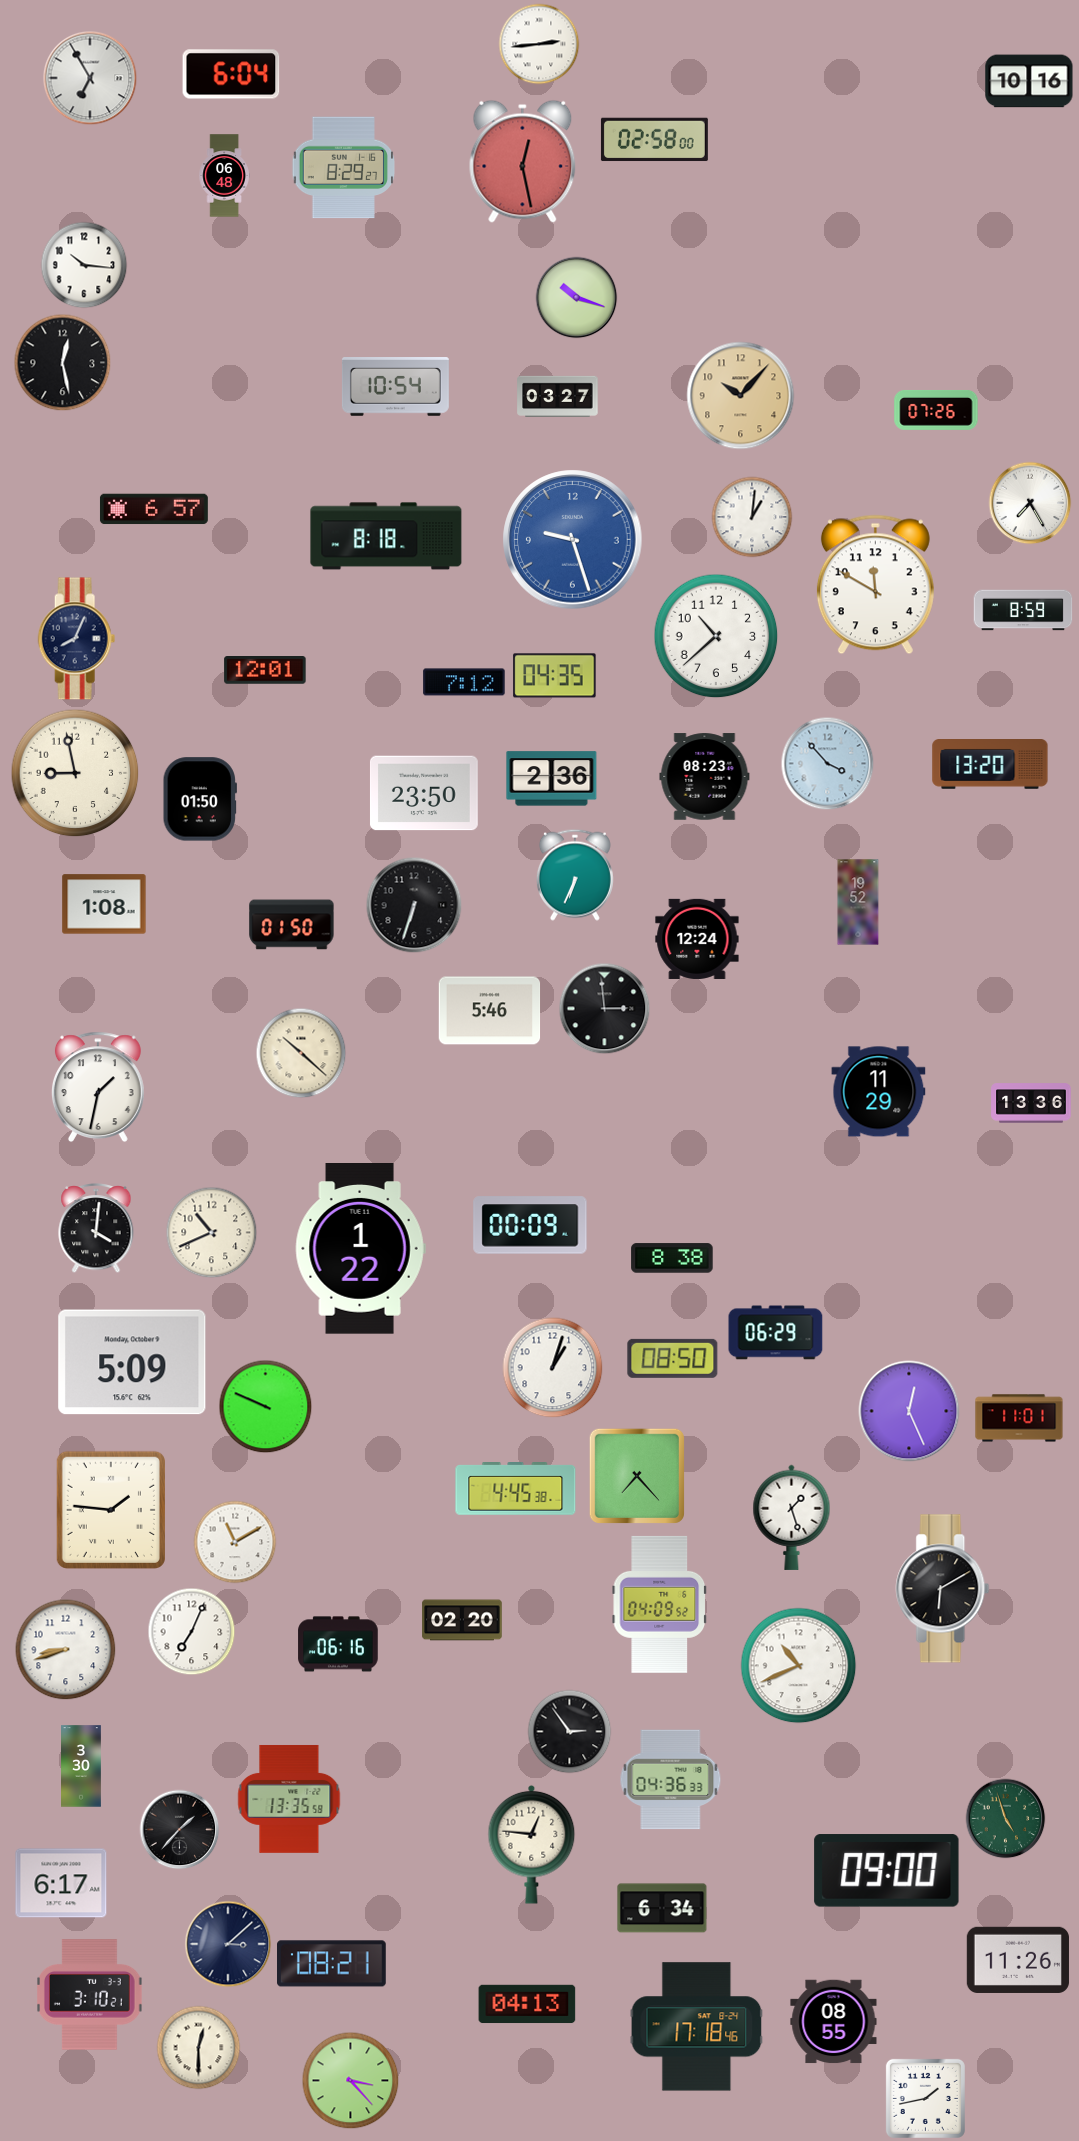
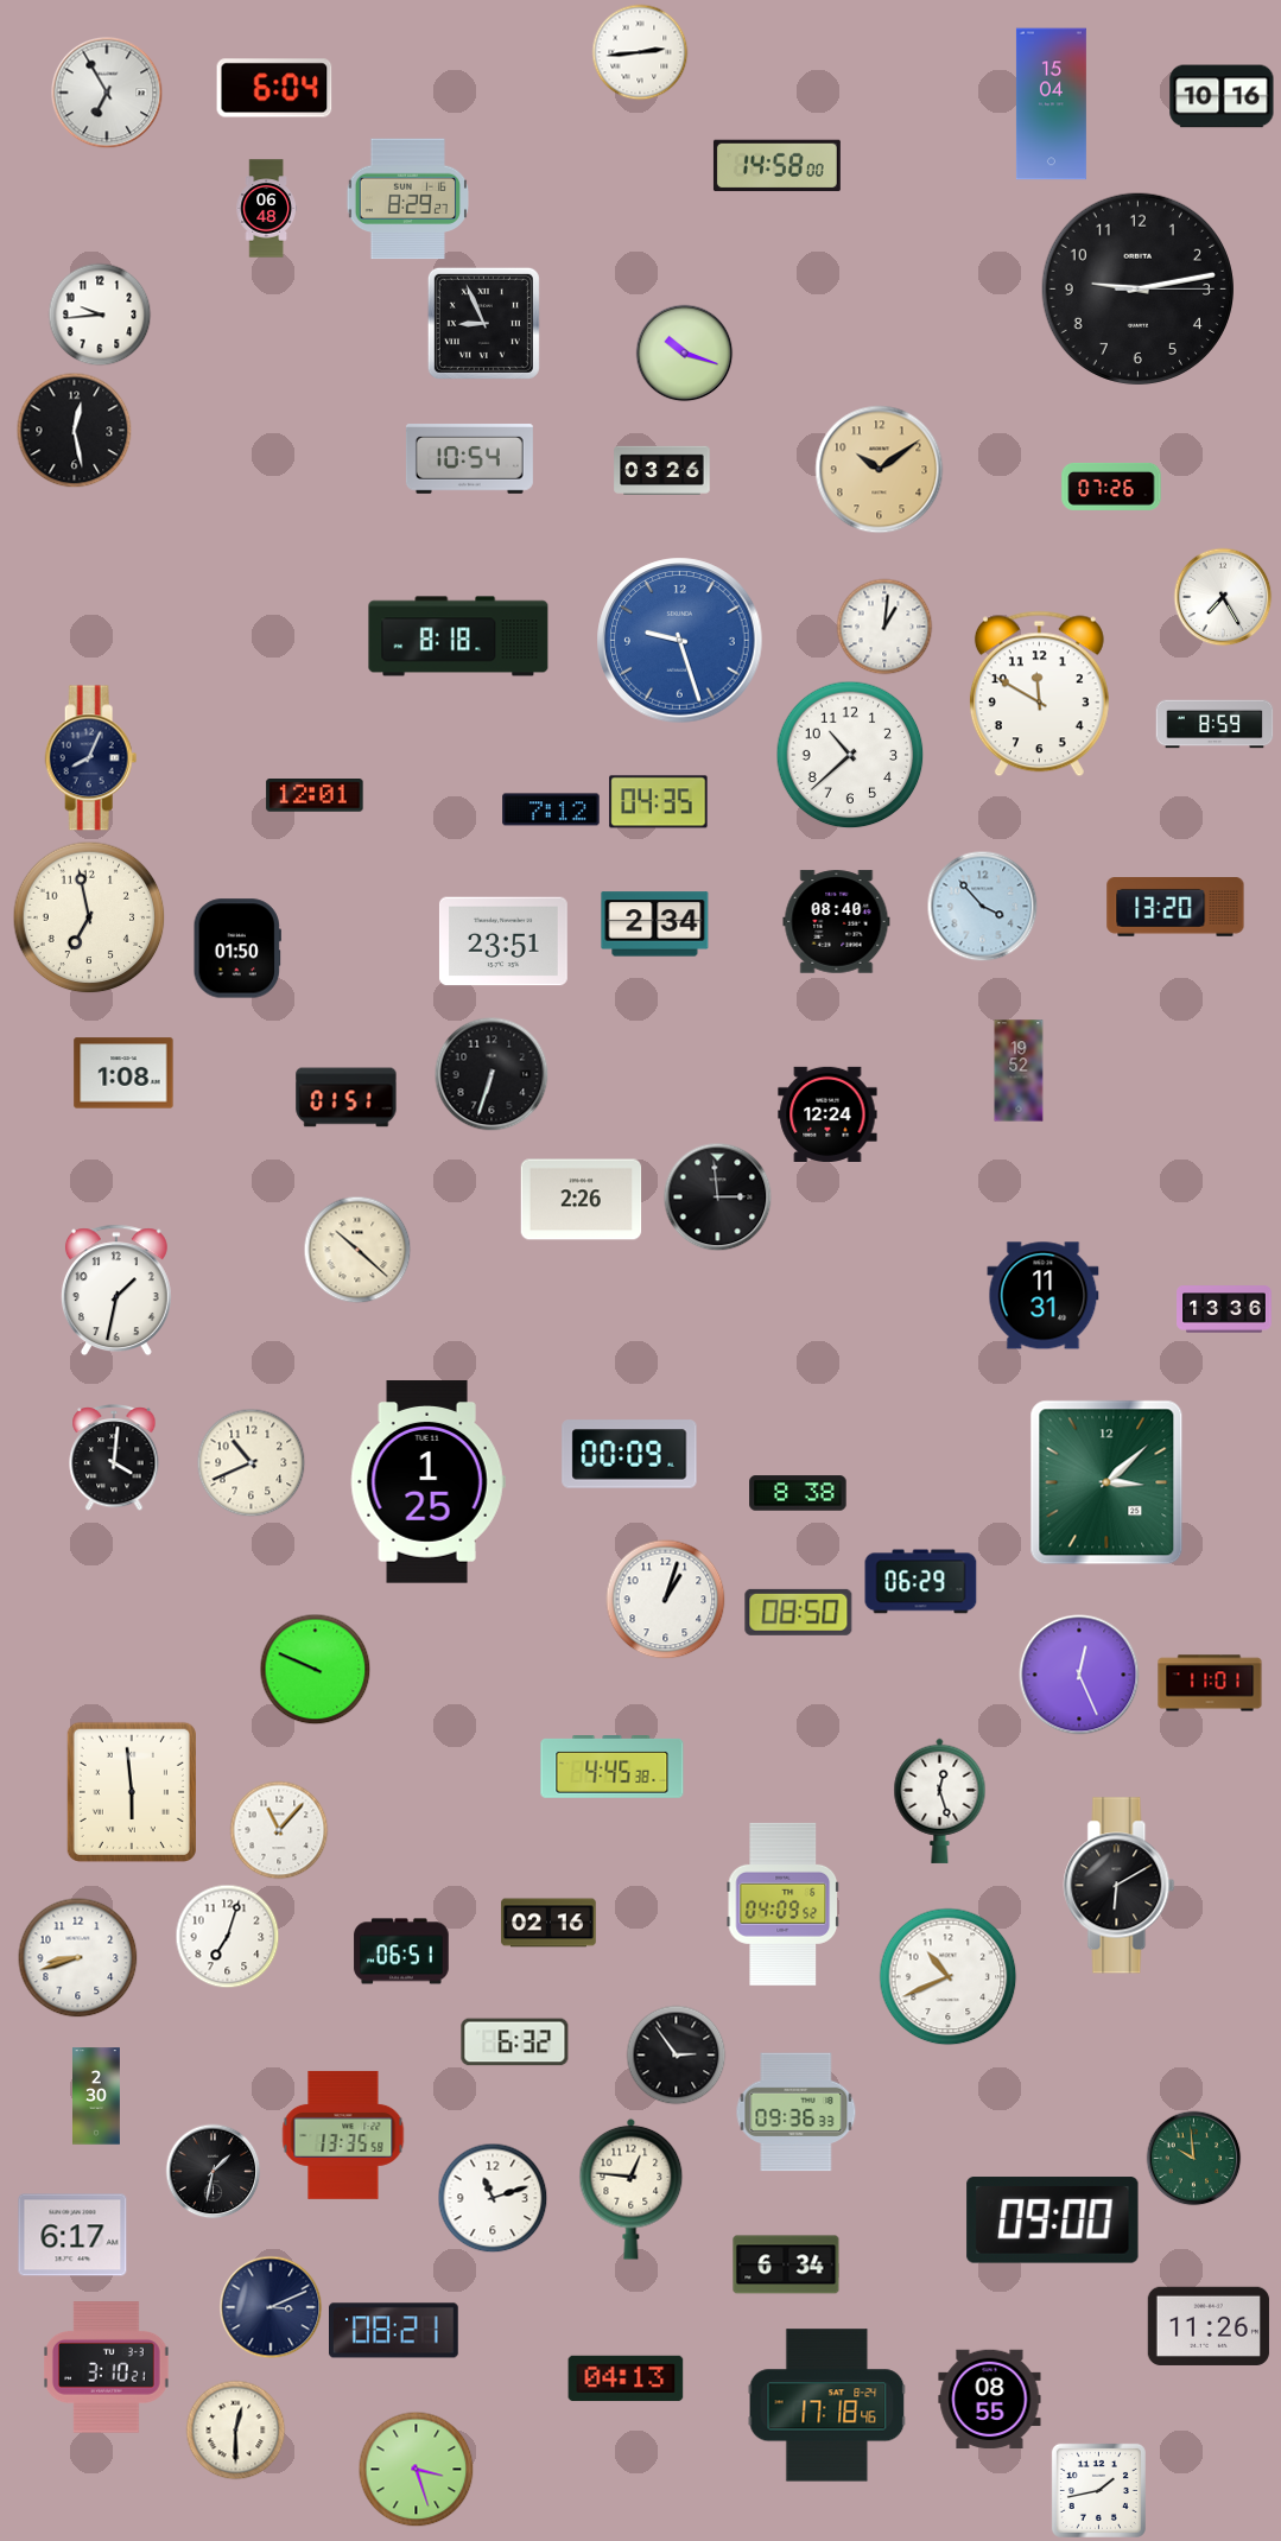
clock at (1051, 104): none -> 15:04
clock at (654, 140): 02:58 -> 14:58
clock at (523, 161): 12:28 -> none
clock at (1137, 288): none -> 9:13
clock at (84, 265): 10:16 -> 9:44
clock at (483, 323): none -> 8:56
clock at (558, 396): 03:27 -> 03:26
clock at (741, 396): 10:07 -> 10:09
clock at (154, 509): 6:57 -> none
clock at (752, 517) position: (752, 517) -> (884, 627)
clock at (75, 773): 8:58 -> 6:58
clock at (705, 777): 08:23 -> 08:40
clock at (552, 779): 2:36 -> 2:34
clock at (424, 793): 23:50 -> 23:51
clock at (575, 875): 6:34 -> none
clock at (292, 925): 01:50 -> 01:51
clock at (490, 1011): 5:46 -> 2:26
clock at (879, 1092): 11:29 -> 11:31
clock at (360, 1249): 1:22 -> 1:25
clock at (1106, 1482): none -> 3:08
clock at (132, 1362): 5:09 -> none
clock at (553, 1368) position: (553, 1368) -> (666, 1600)
clock at (637, 1476): 7:23 -> none
clock at (111, 1510): 1:46 -> 5:59
clock at (792, 1517): 1:27 -> 12:27
clock at (235, 1542): 11:10 -> 11:07
clock at (462, 1620): 02:20 -> 02:16
clock at (192, 1632): 7:04 -> 7:03
clock at (338, 1644): 06:16 -> 06:51
clock at (515, 2043): none -> 6:32
clock at (82, 1766): 3:30 -> 2:30
clock at (671, 1780): 04:36 -> 09:36
clock at (1006, 1819): 4:57 -> 9:59
clock at (180, 1830): 1:37 -> 1:32
clock at (493, 2198): none -> 11:12
clock at (228, 1944): 3:08 -> 3:11
clock at (351, 2081): 3:23 -> 3:27
